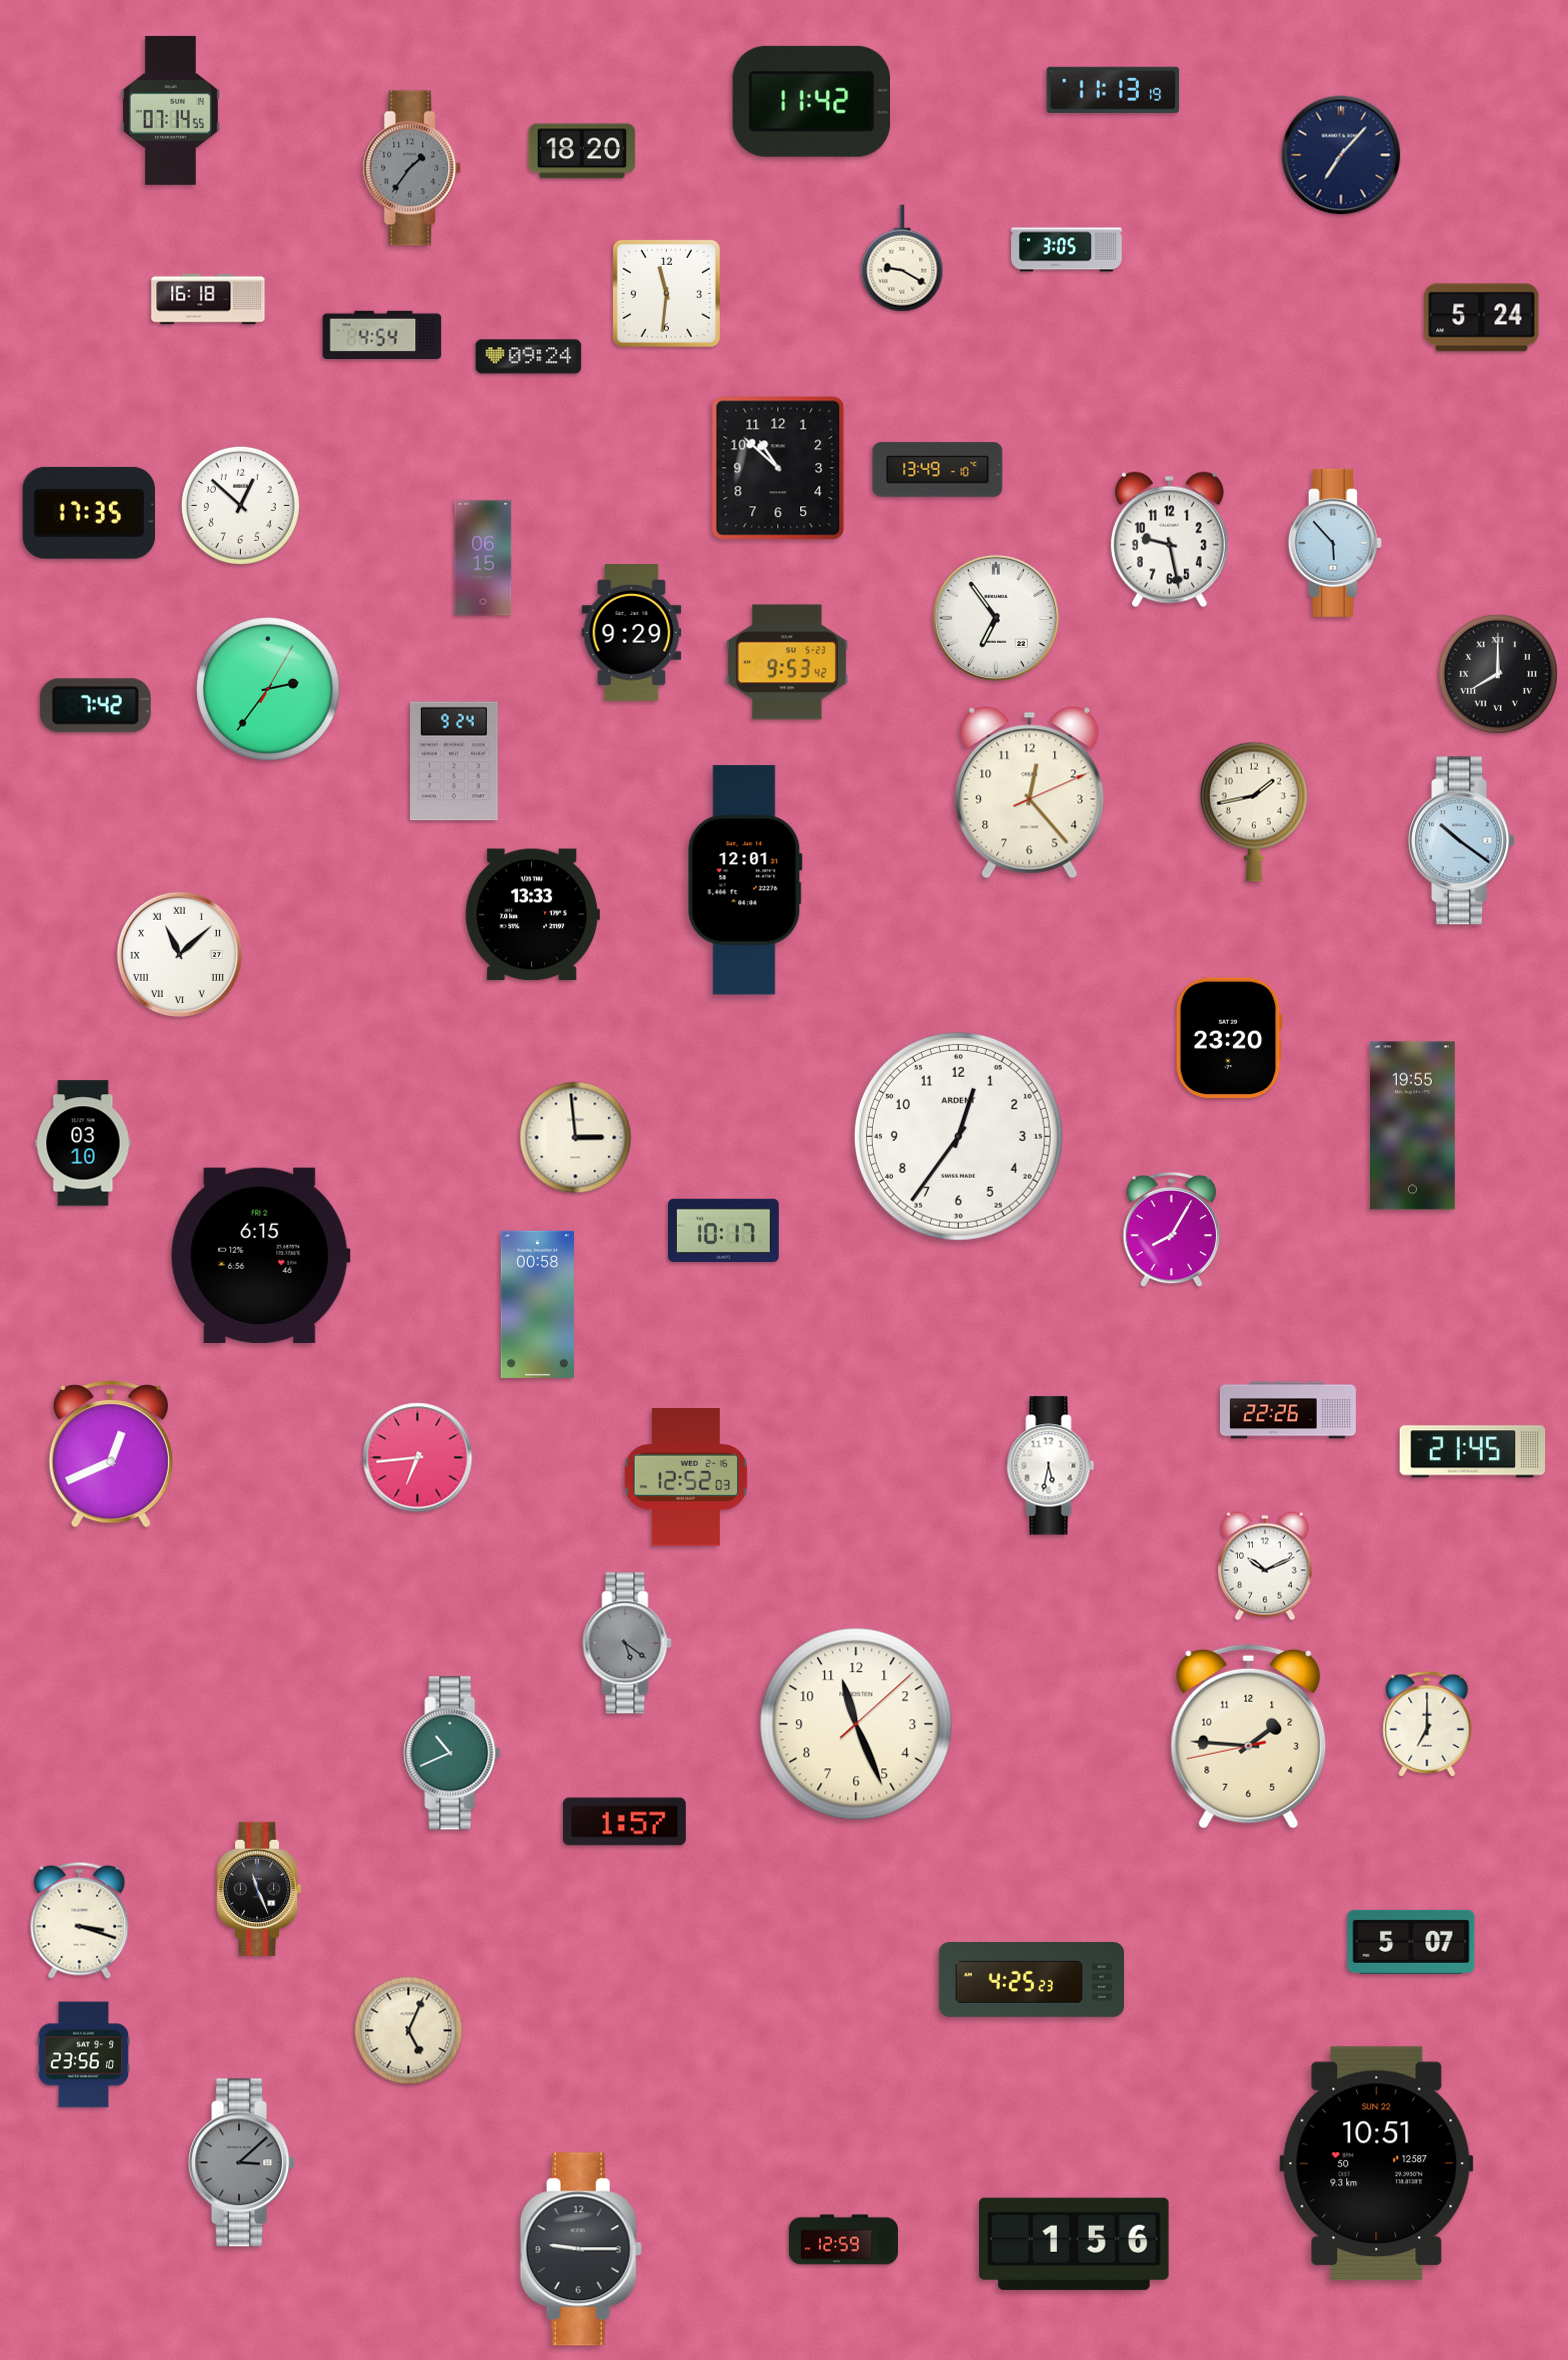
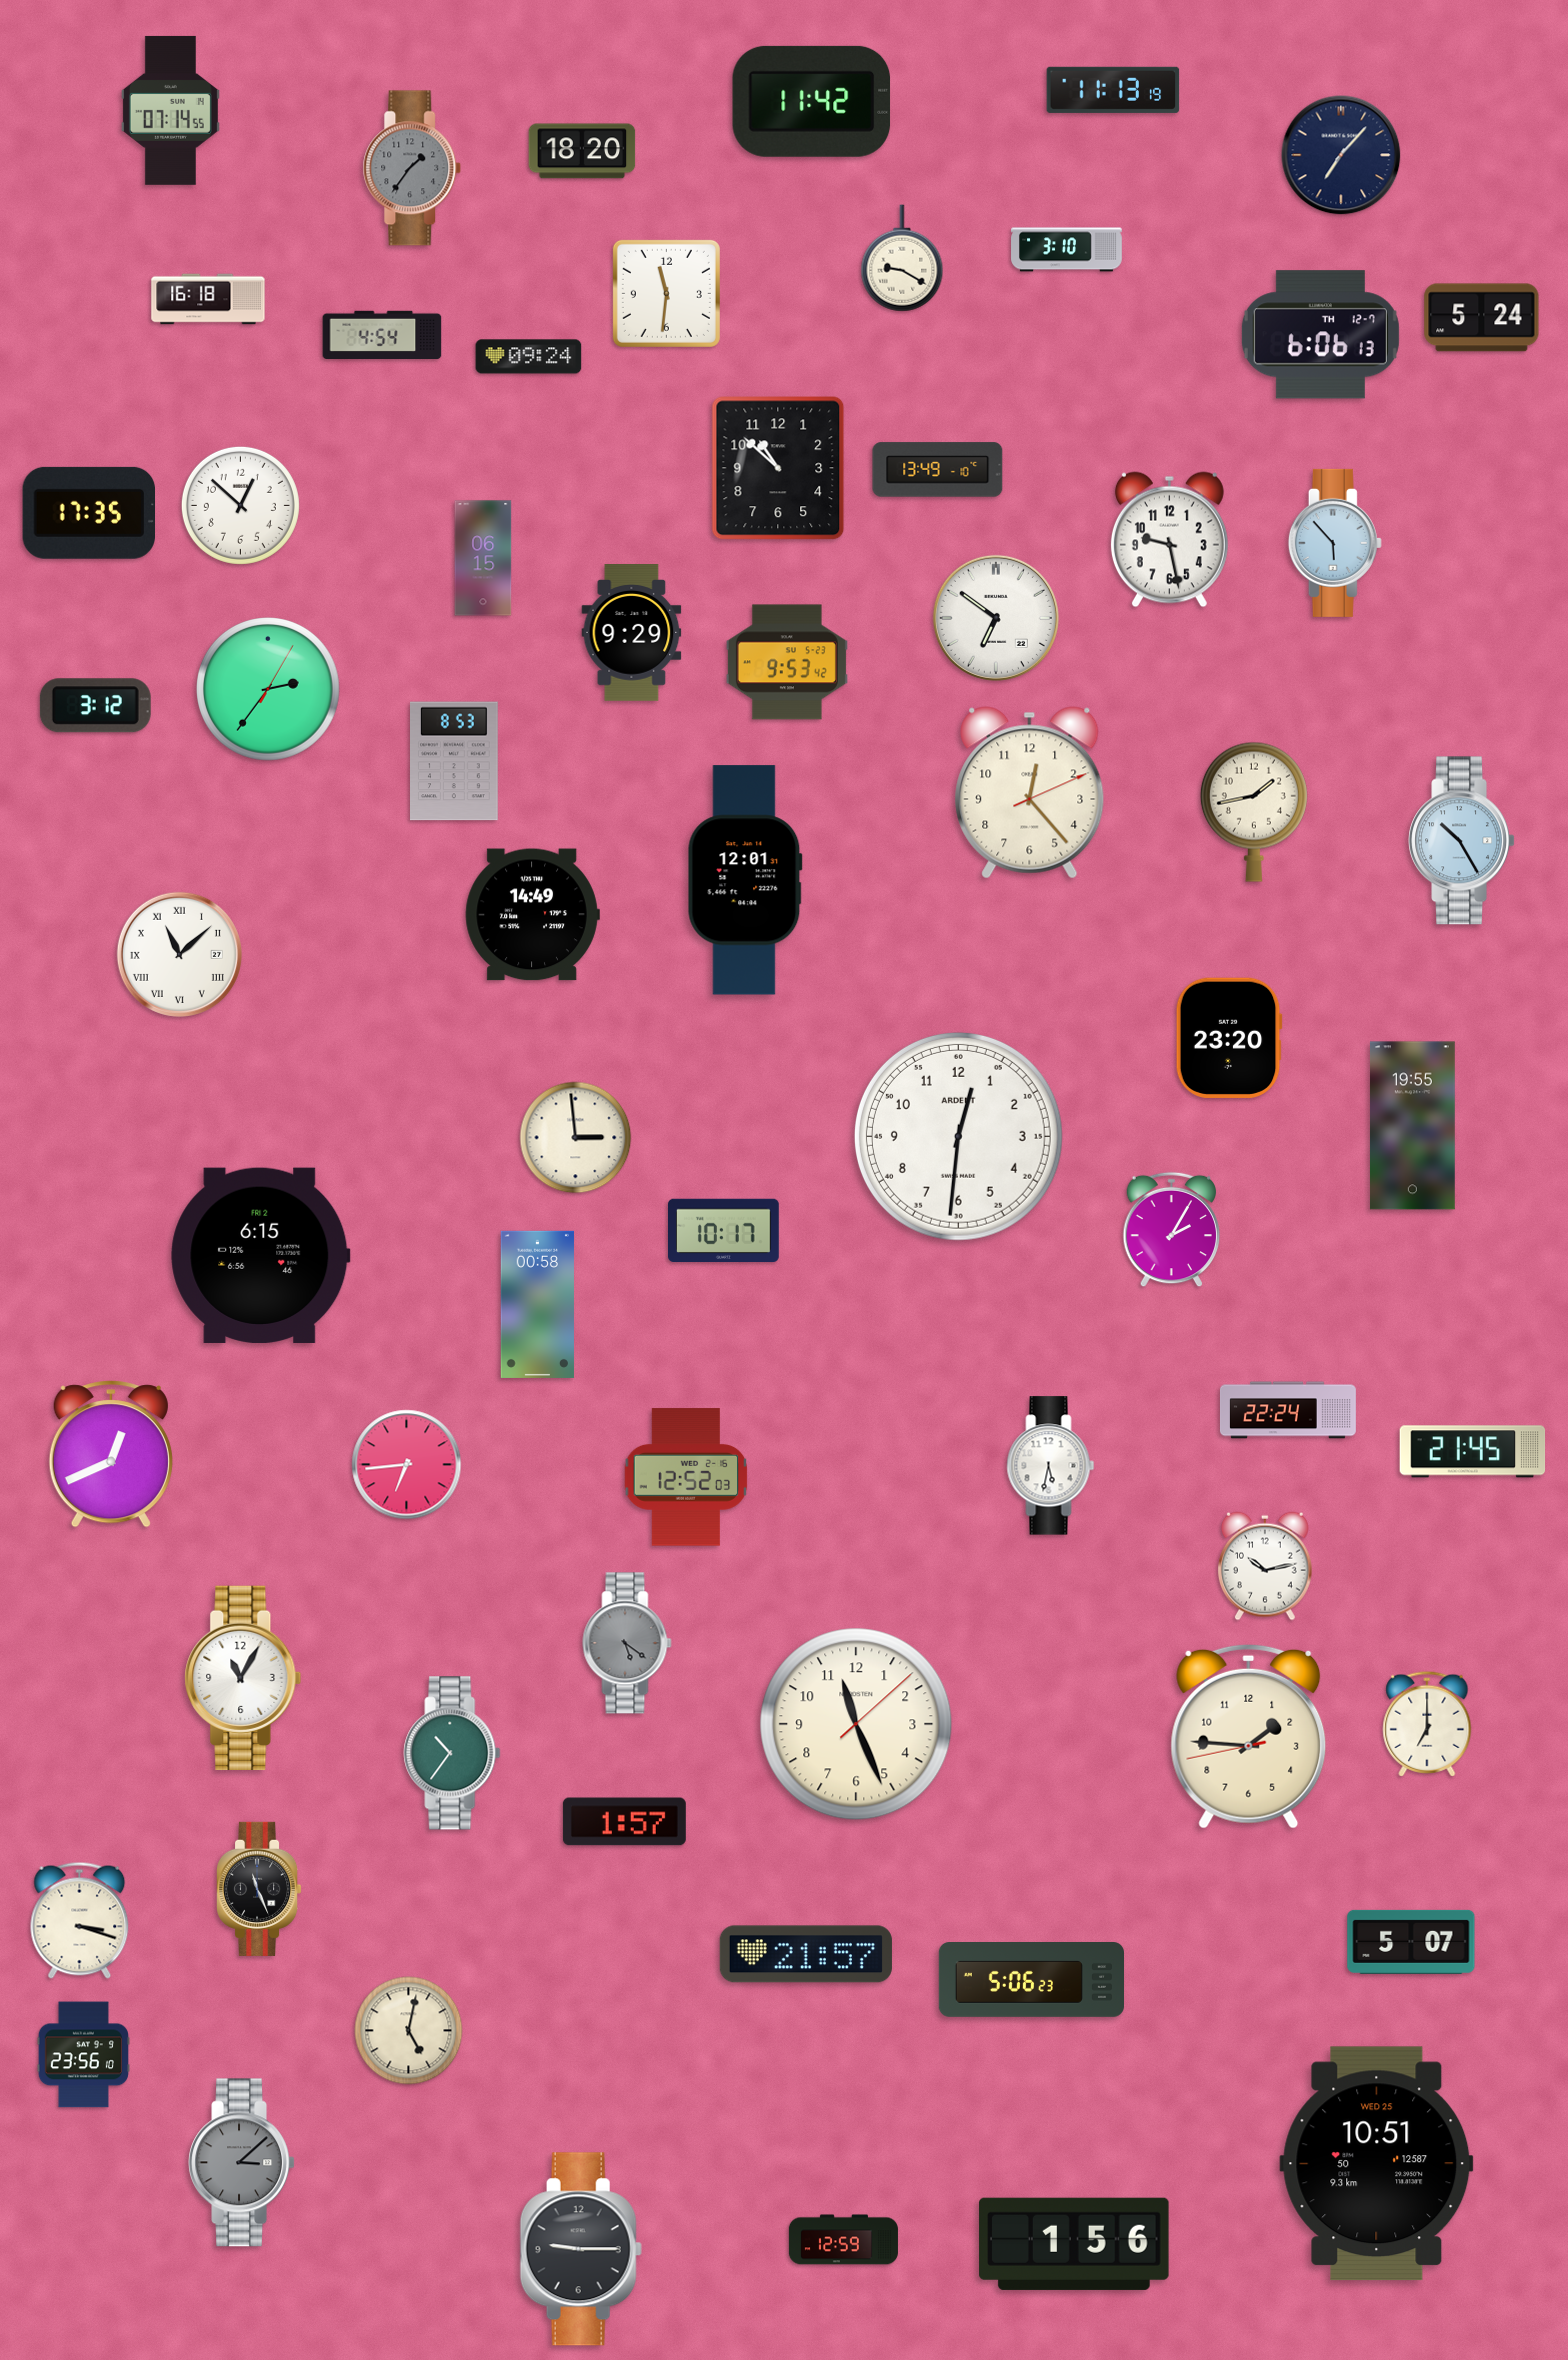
clock at (1067, 250): 3:05 -> 3:10
clock at (1320, 335): none -> 6:06
clock at (996, 618): 6:54 -> 6:51
clock at (1498, 674): 8:00 -> none
clock at (95, 706): 7:42 -> 3:12
clock at (455, 761): 9:24 -> 8:53
clock at (1461, 841): 10:21 -> 10:25
clock at (532, 915): 13:33 -> 14:49
clock at (958, 1136): 12:36 -> 12:31
clock at (83, 1143): 03:10 -> none
clock at (1172, 1230): 8:05 -> 2:05
clock at (1288, 1410): 22:26 -> 22:24
clock at (418, 1458) position: (418, 1458) -> (407, 1465)
clock at (1265, 1566): 10:11 -> 10:13
clock at (243, 1677): none -> 11:05
clock at (452, 1753): 10:41 -> 10:36
clock at (806, 1954): none -> 21:57
clock at (1031, 1980): 4:25 -> 5:06
clock at (409, 2031): 5:04 -> 5:02
clock at (1377, 2164) date: SUN 22 -> WED 25
